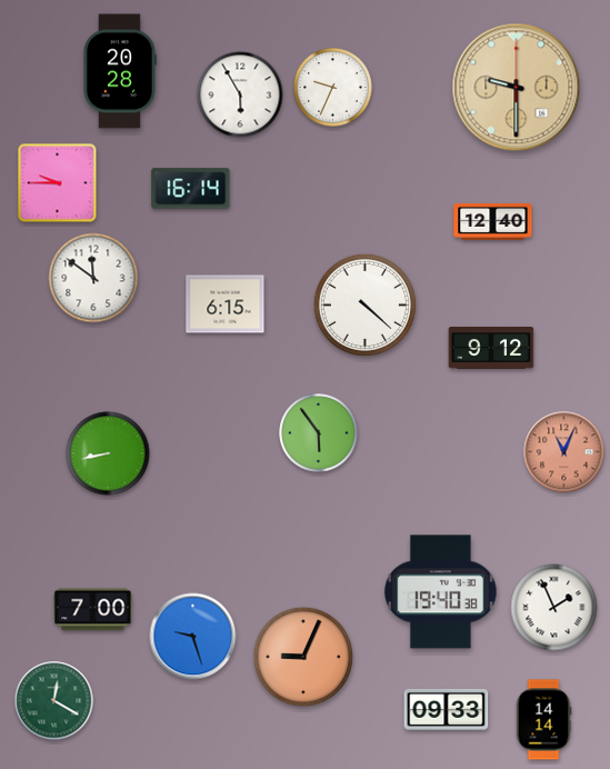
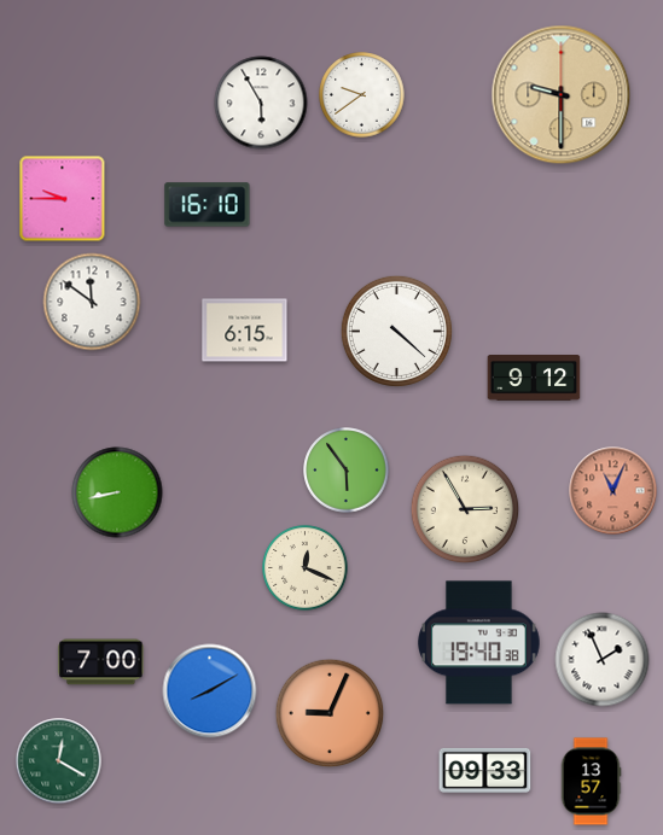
clock at (120, 71): 20:28 -> none
clock at (333, 88): 9:34 -> 9:39
clock at (191, 189): 16:14 -> 16:10
clock at (493, 221): 12:40 -> none
clock at (93, 278) position: (93, 278) -> (92, 302)
clock at (465, 509): none -> 2:55
clock at (306, 568): none -> 12:19
clock at (193, 637): 9:27 -> 8:10
clock at (543, 720): 14:14 -> 13:57
